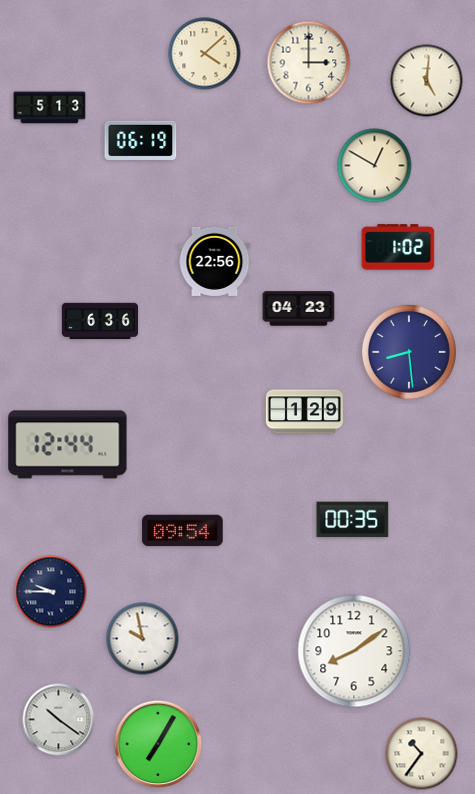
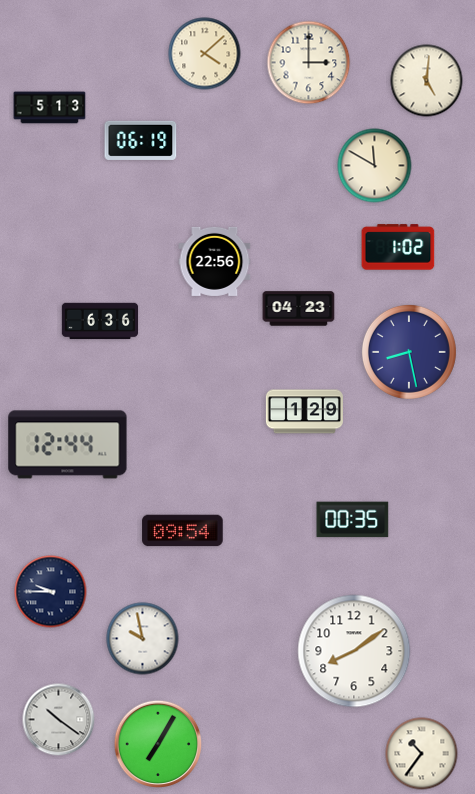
clock at (375, 166): 12:50 -> 11:50
clock at (409, 352): 8:29 -> 8:28
